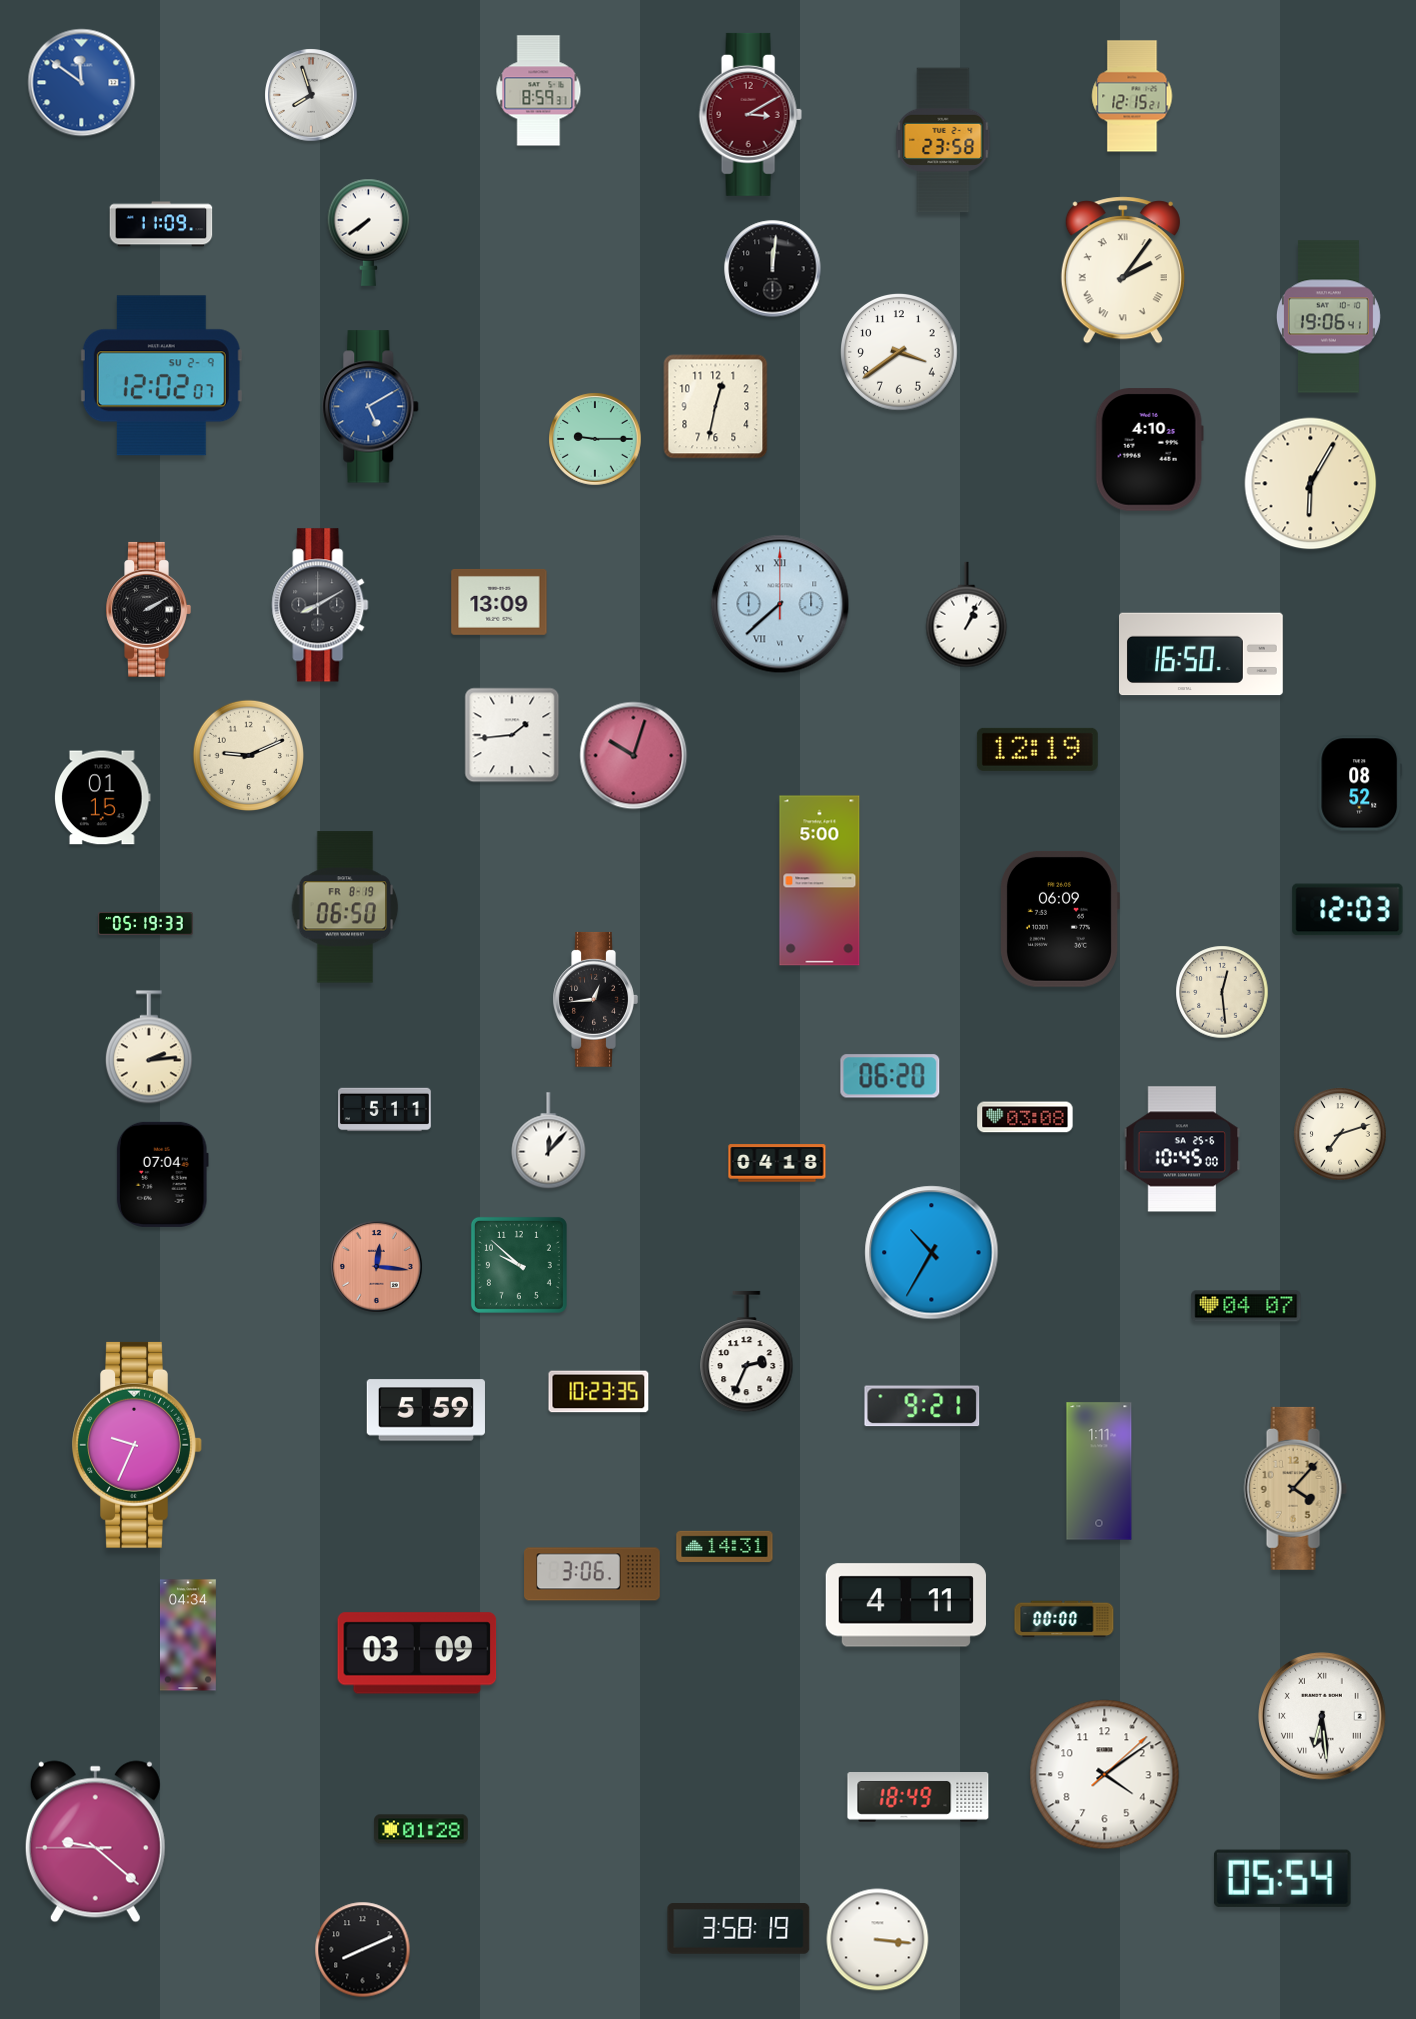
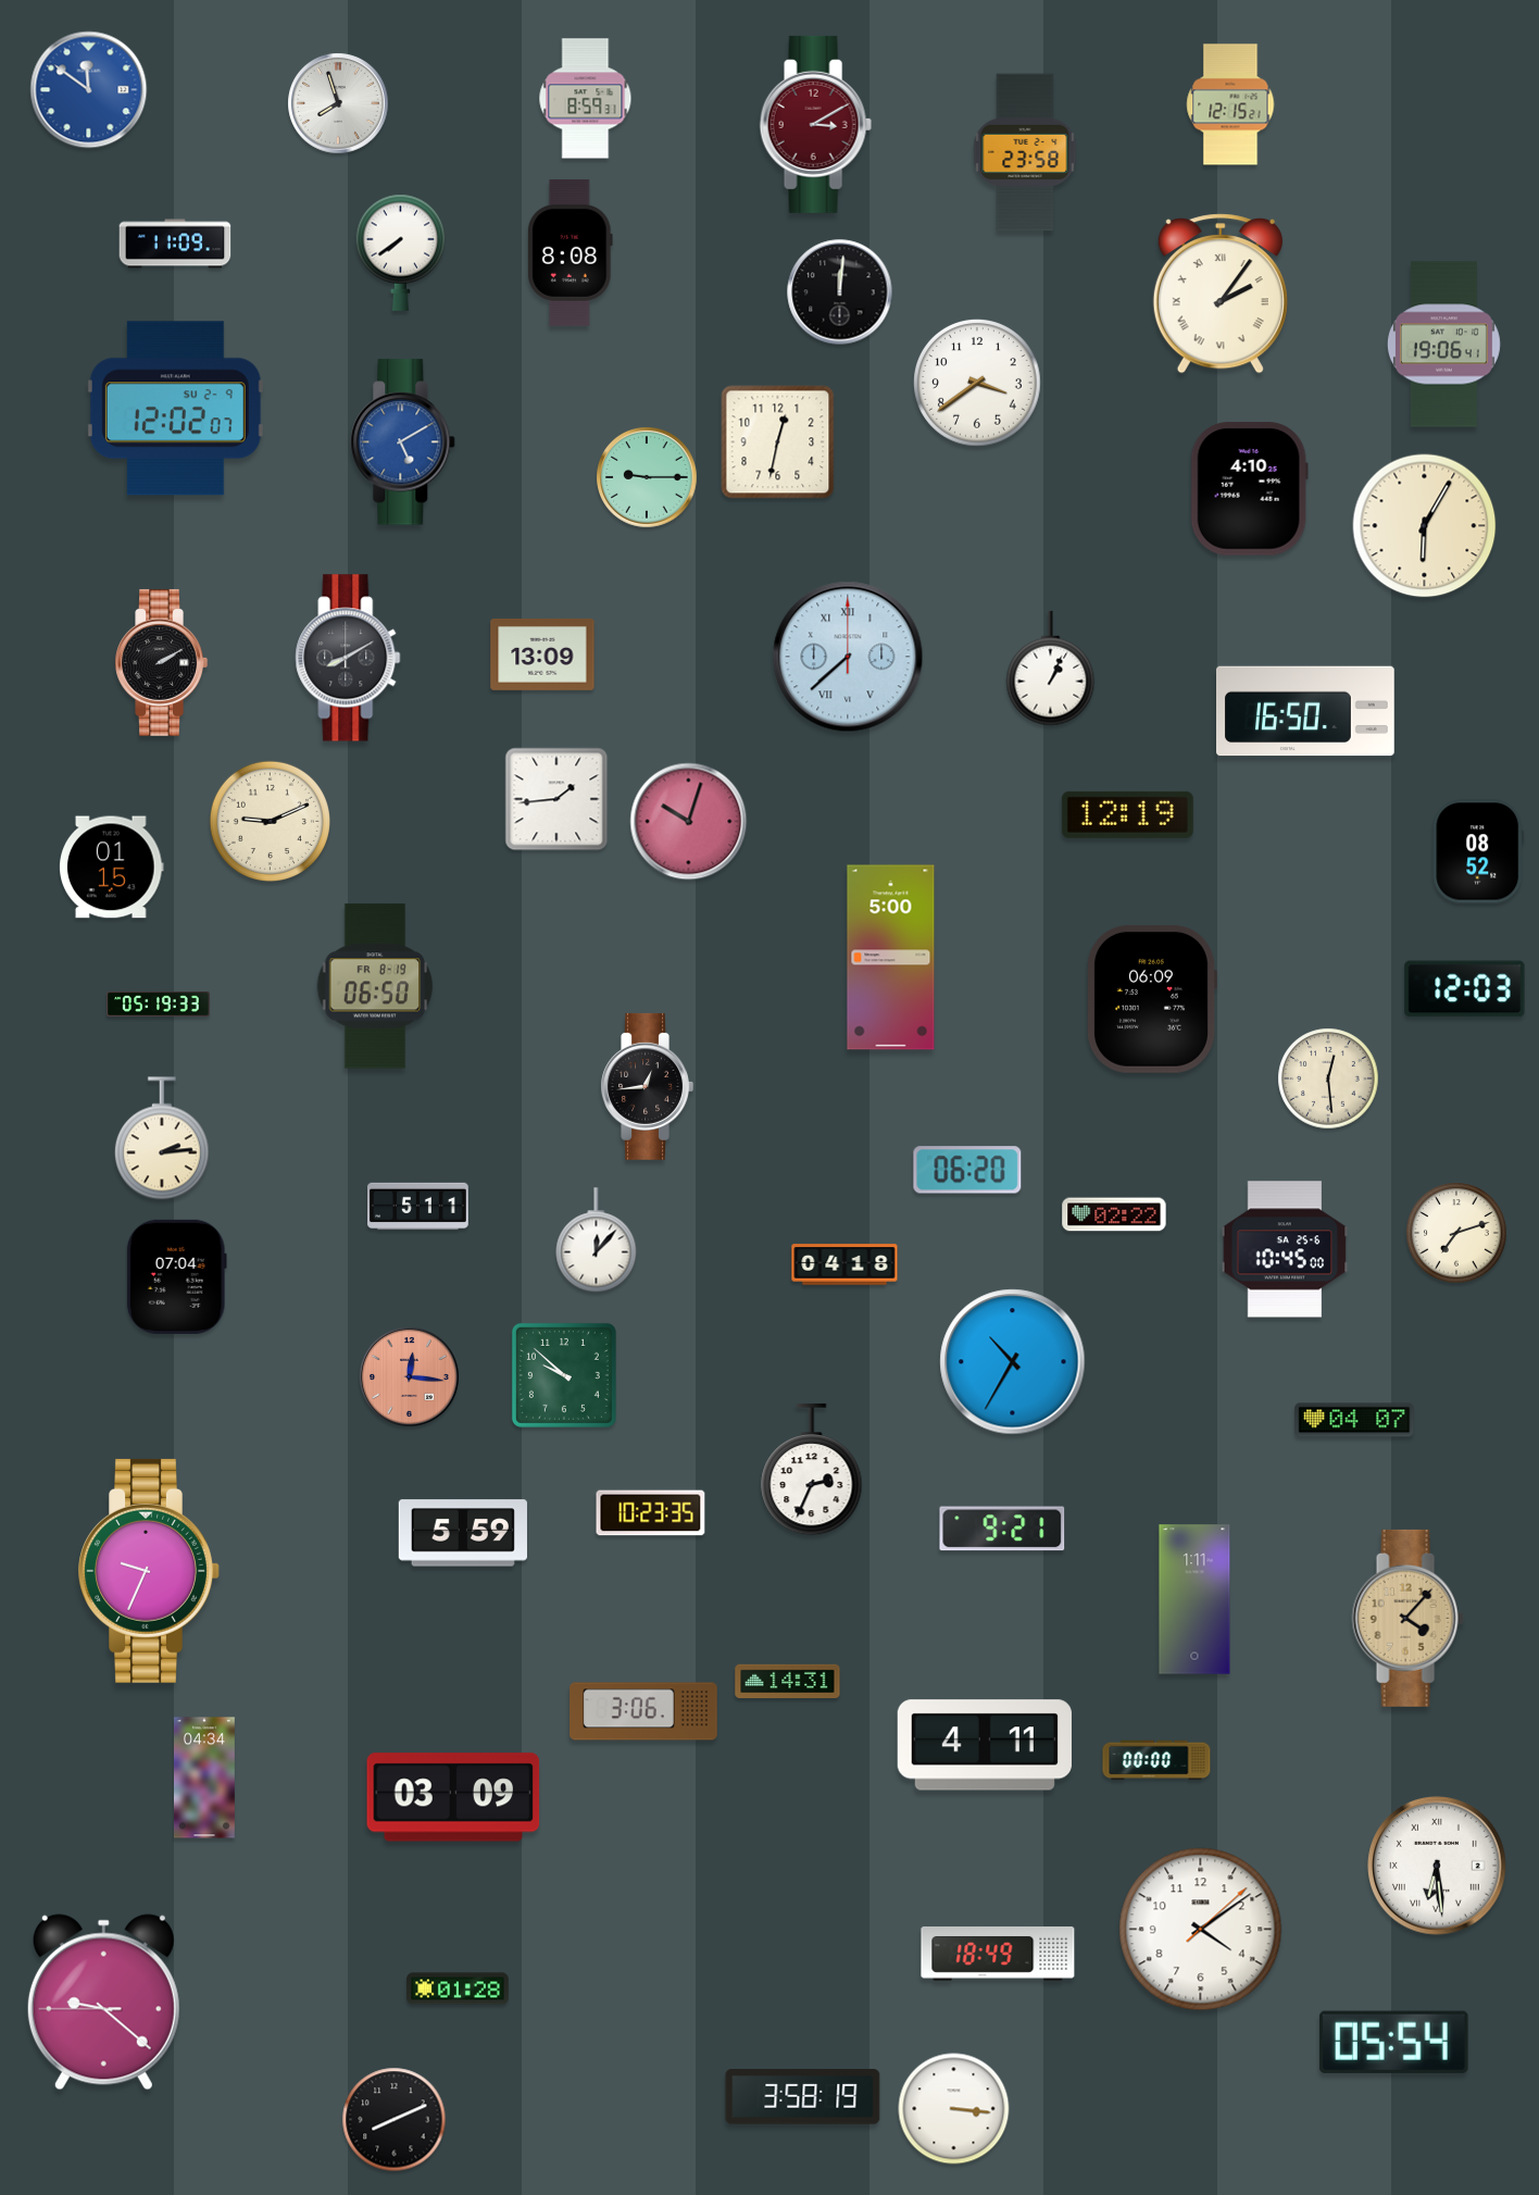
clock at (571, 252): none -> 8:08
clock at (1025, 1117): 03:08 -> 02:22
